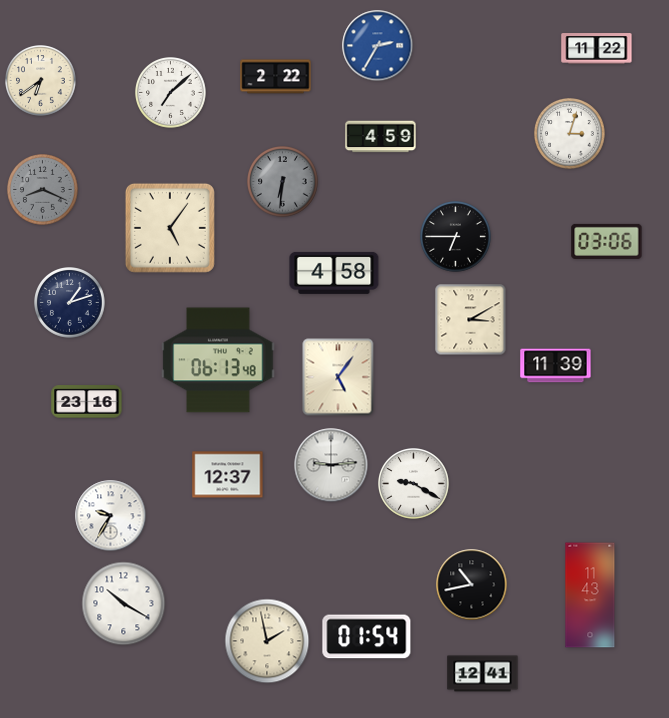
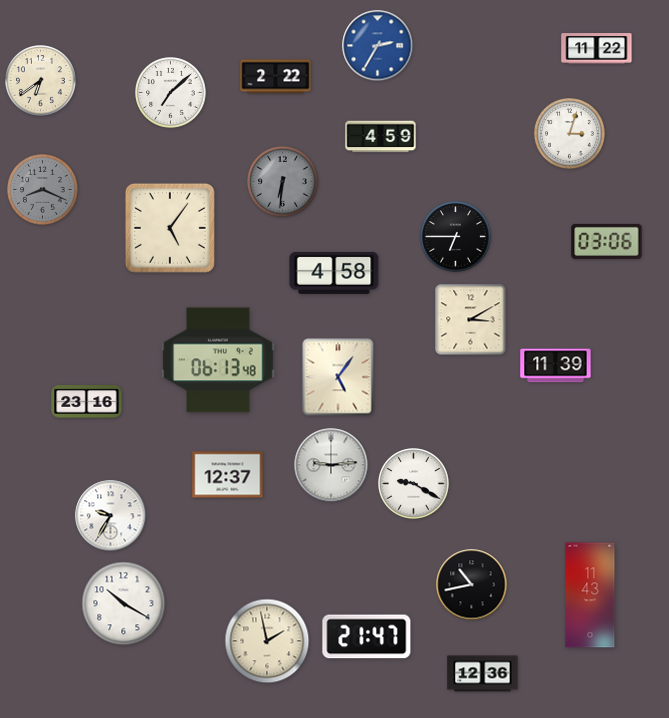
clock at (70, 303): 1:12 -> none
clock at (367, 637): 01:54 -> 21:47
clock at (483, 674): 12:41 -> 12:36
